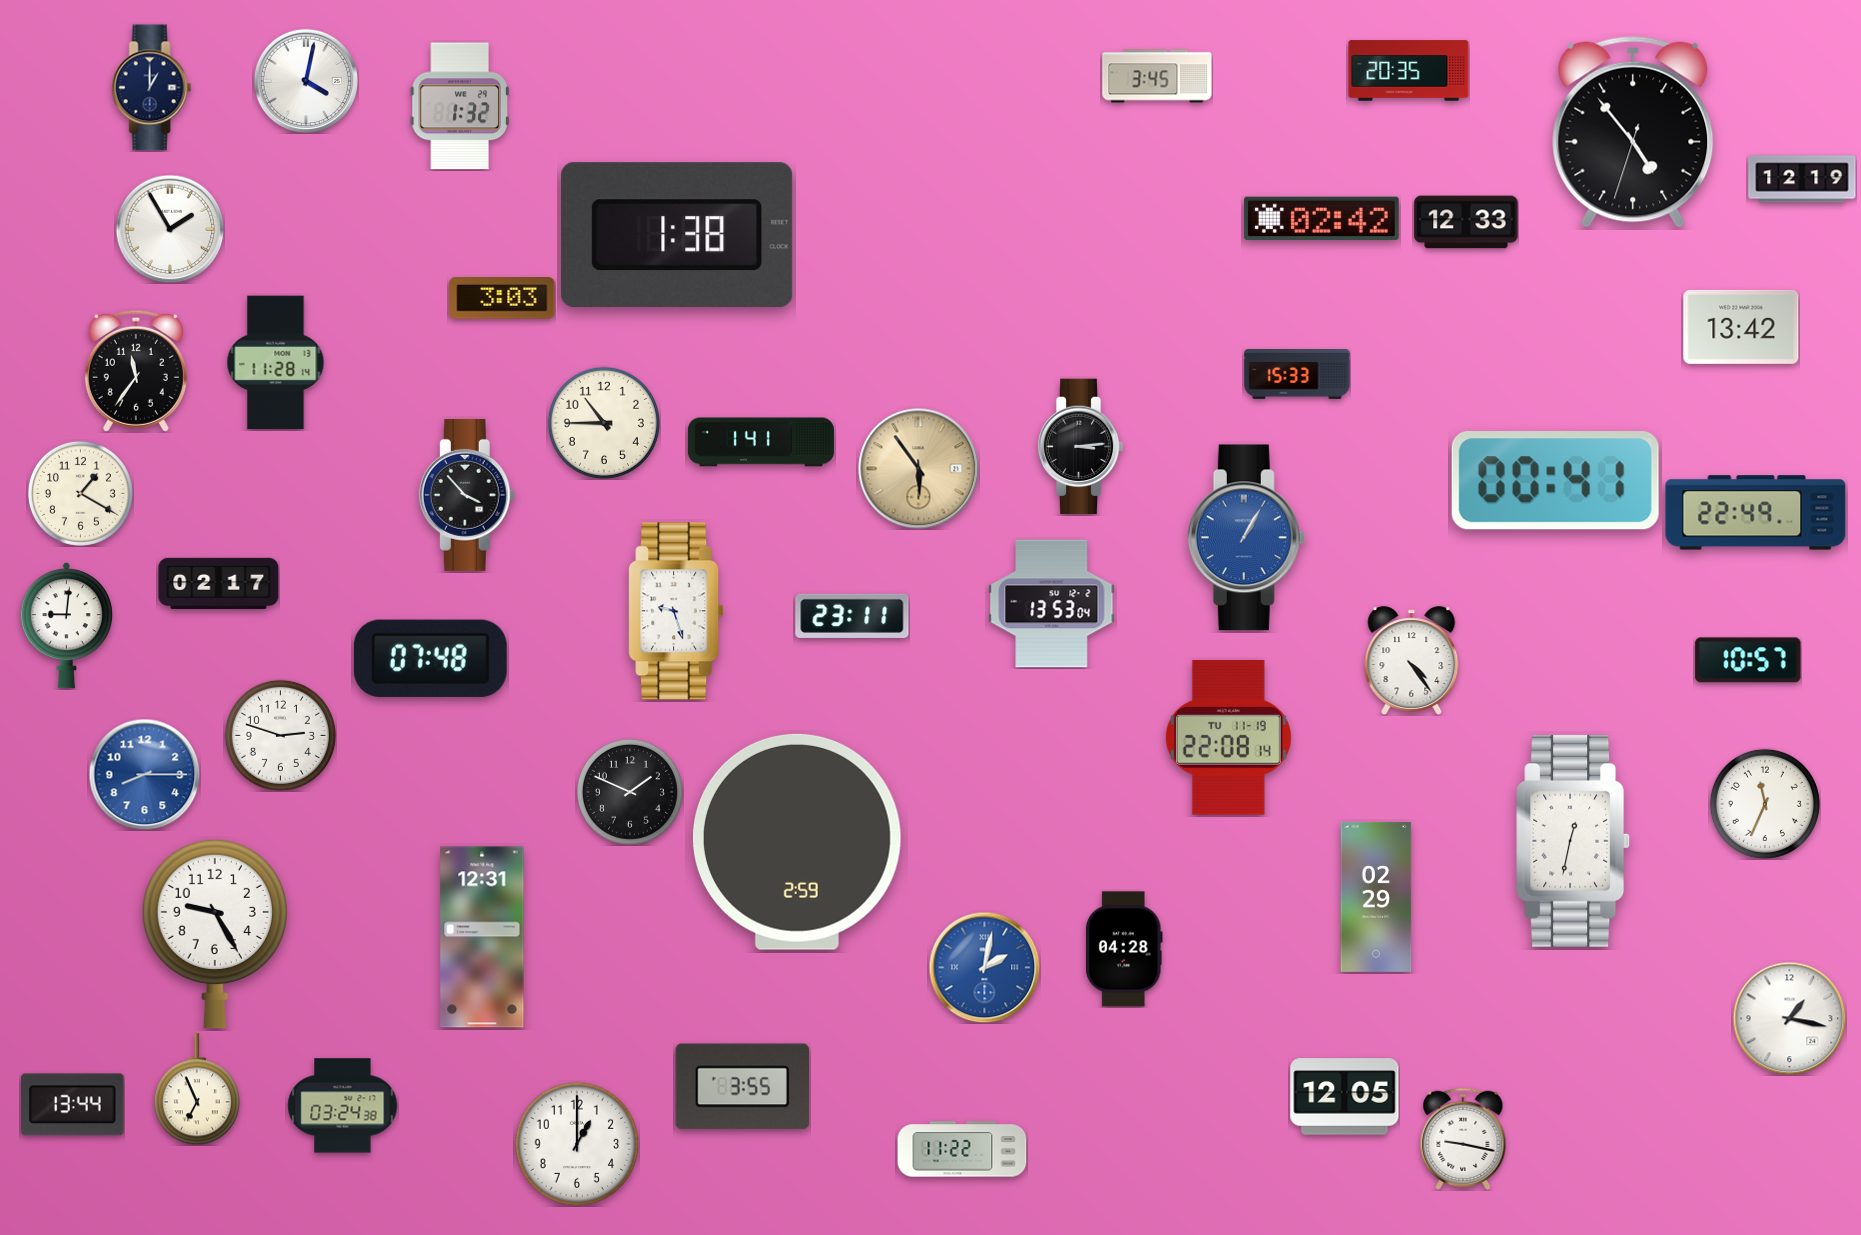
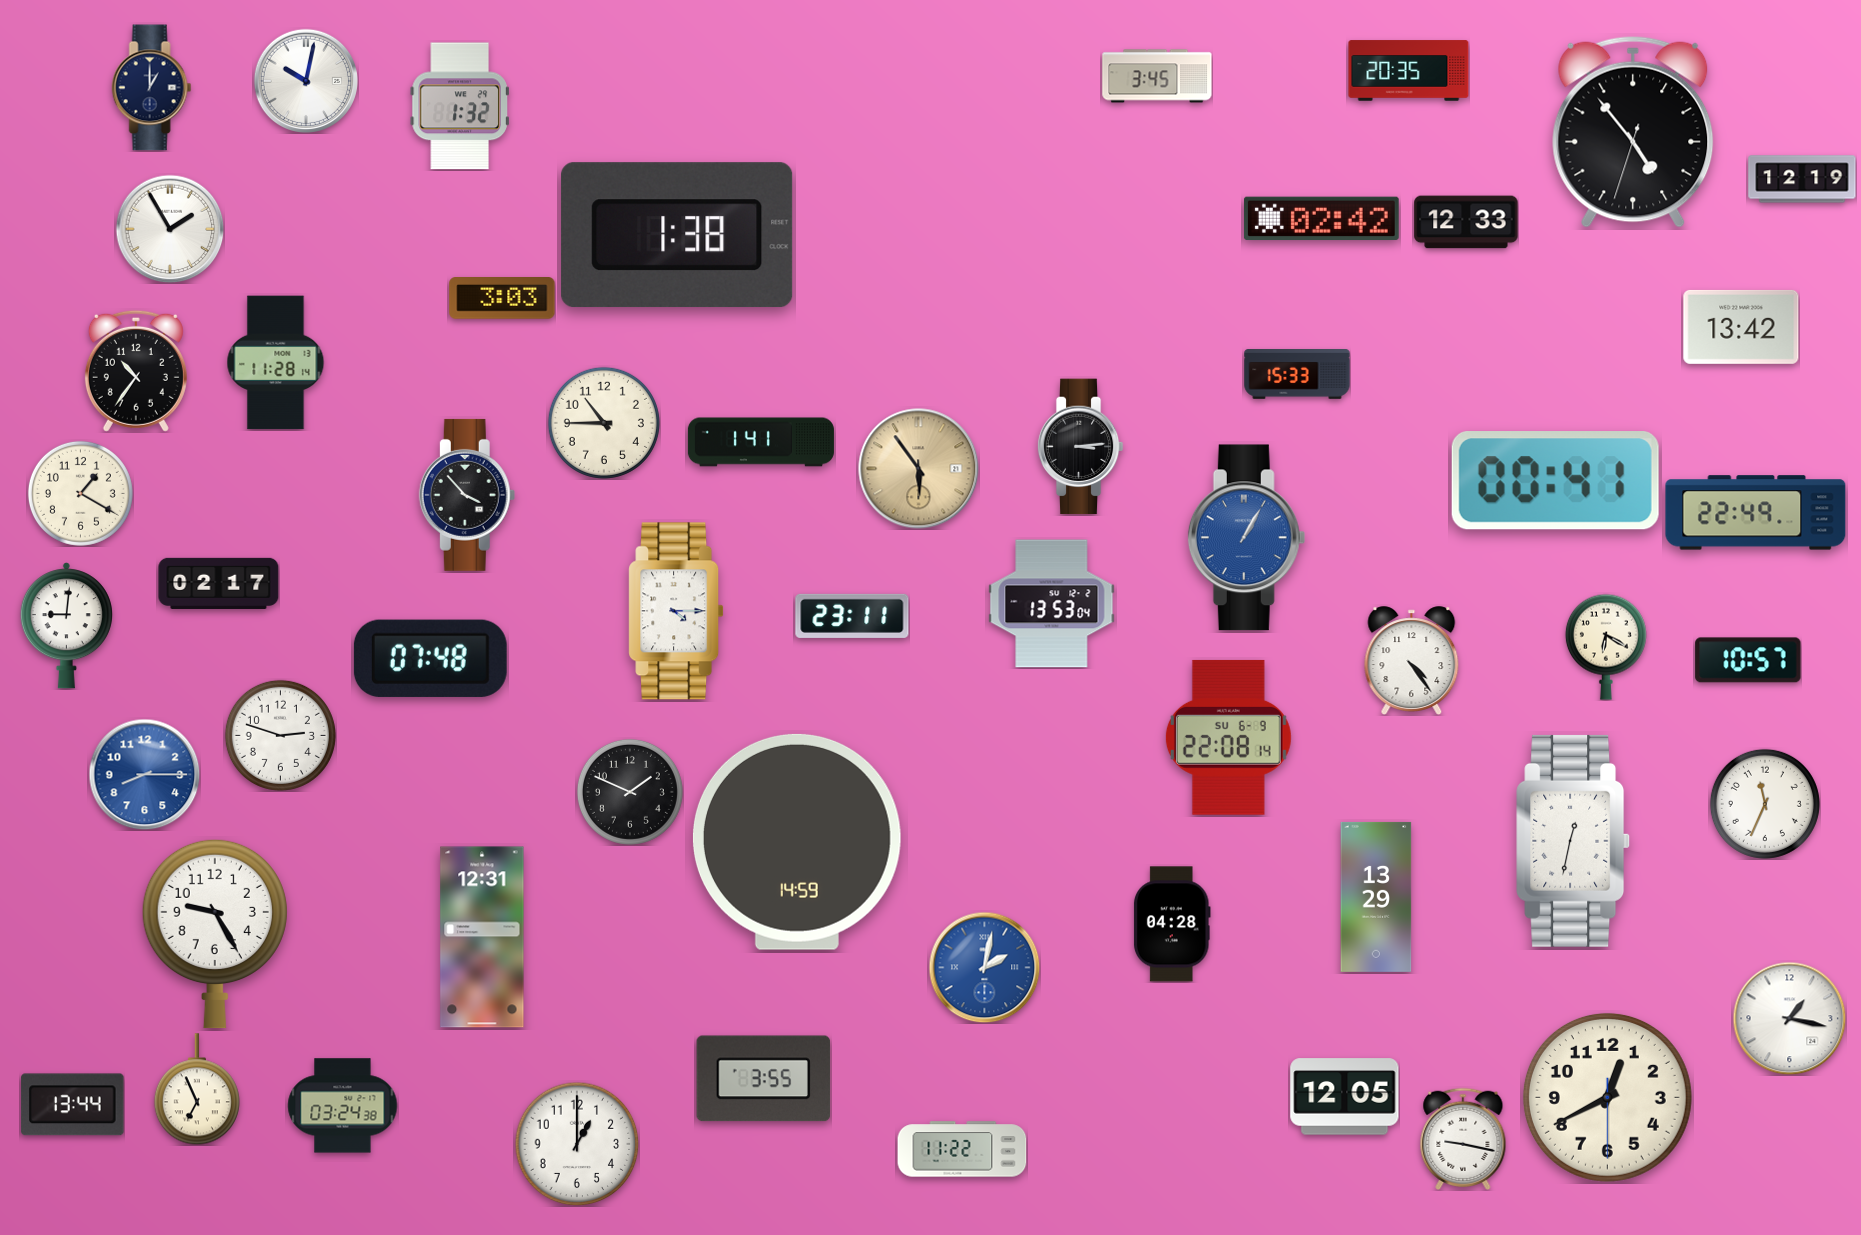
clock at (305, 80): 4:02 -> 10:02
clock at (136, 371): 11:36 -> 10:36
clock at (676, 611): 9:27 -> 4:15
clock at (1606, 647): none -> 6:20
clock at (1228, 737) date: TU 11-19 -> SU 6-9
clock at (797, 842): 2:59 -> 14:59
clock at (1376, 897): 02:29 -> 13:29
clock at (1124, 949) position: (1124, 949) -> (1172, 924)
clock at (743, 1087) position: (743, 1087) -> (764, 1079)
clock at (1607, 1097): none -> 12:40
